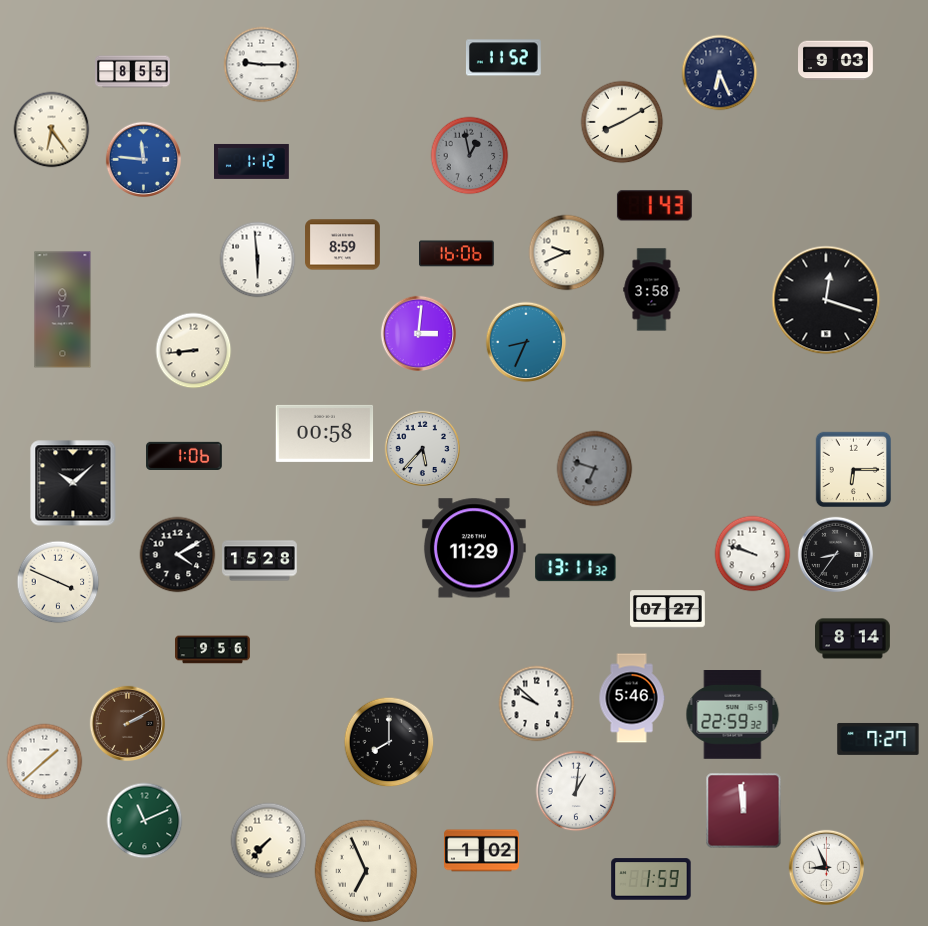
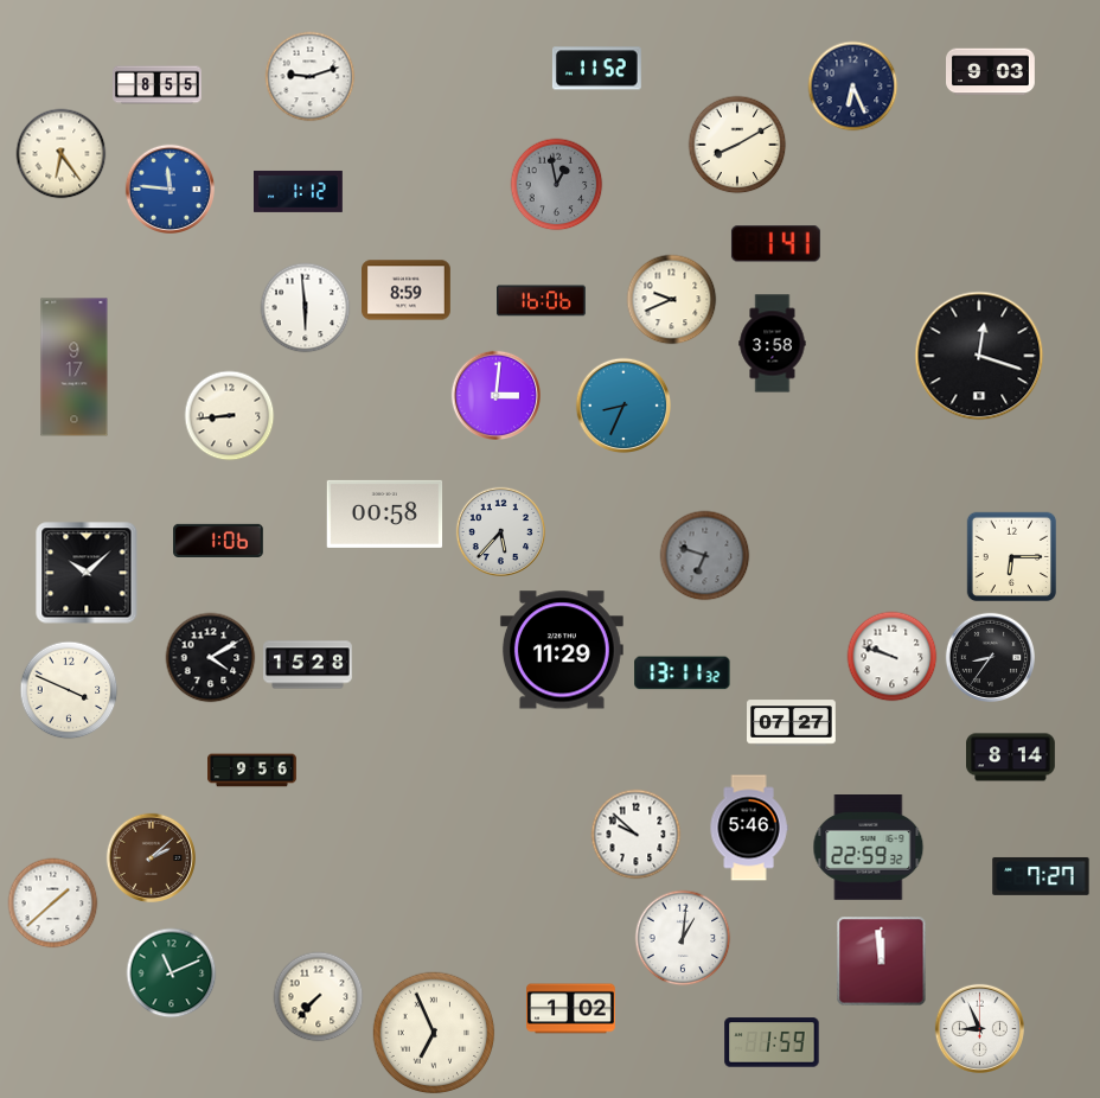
clock at (262, 65): 9:15 -> 9:12
clock at (654, 206): 1:43 -> 1:41
clock at (127, 723): 2:10 -> 2:08
clock at (389, 742): 8:00 -> none
